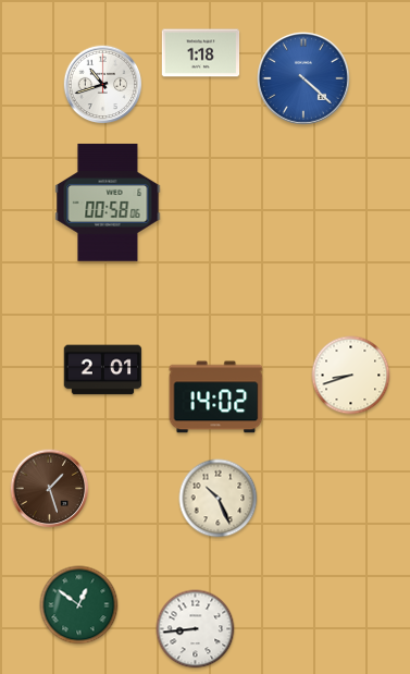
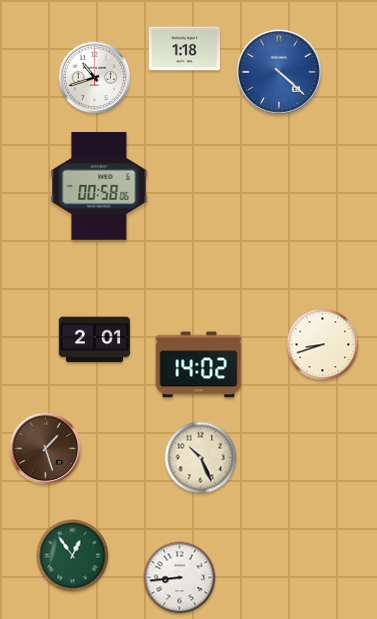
clock at (79, 605): 12:51 -> 12:54
